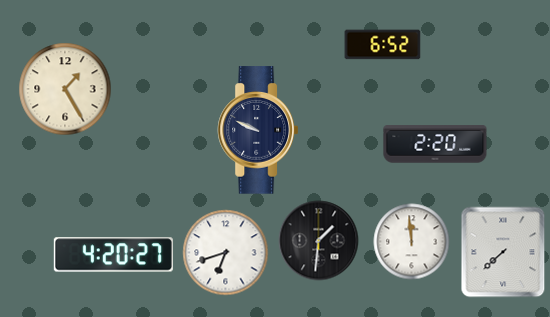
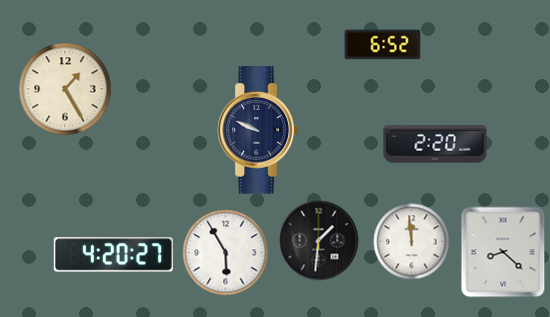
clock at (503, 252): 7:38 -> 8:22
clock at (226, 253): 6:42 -> 5:55
